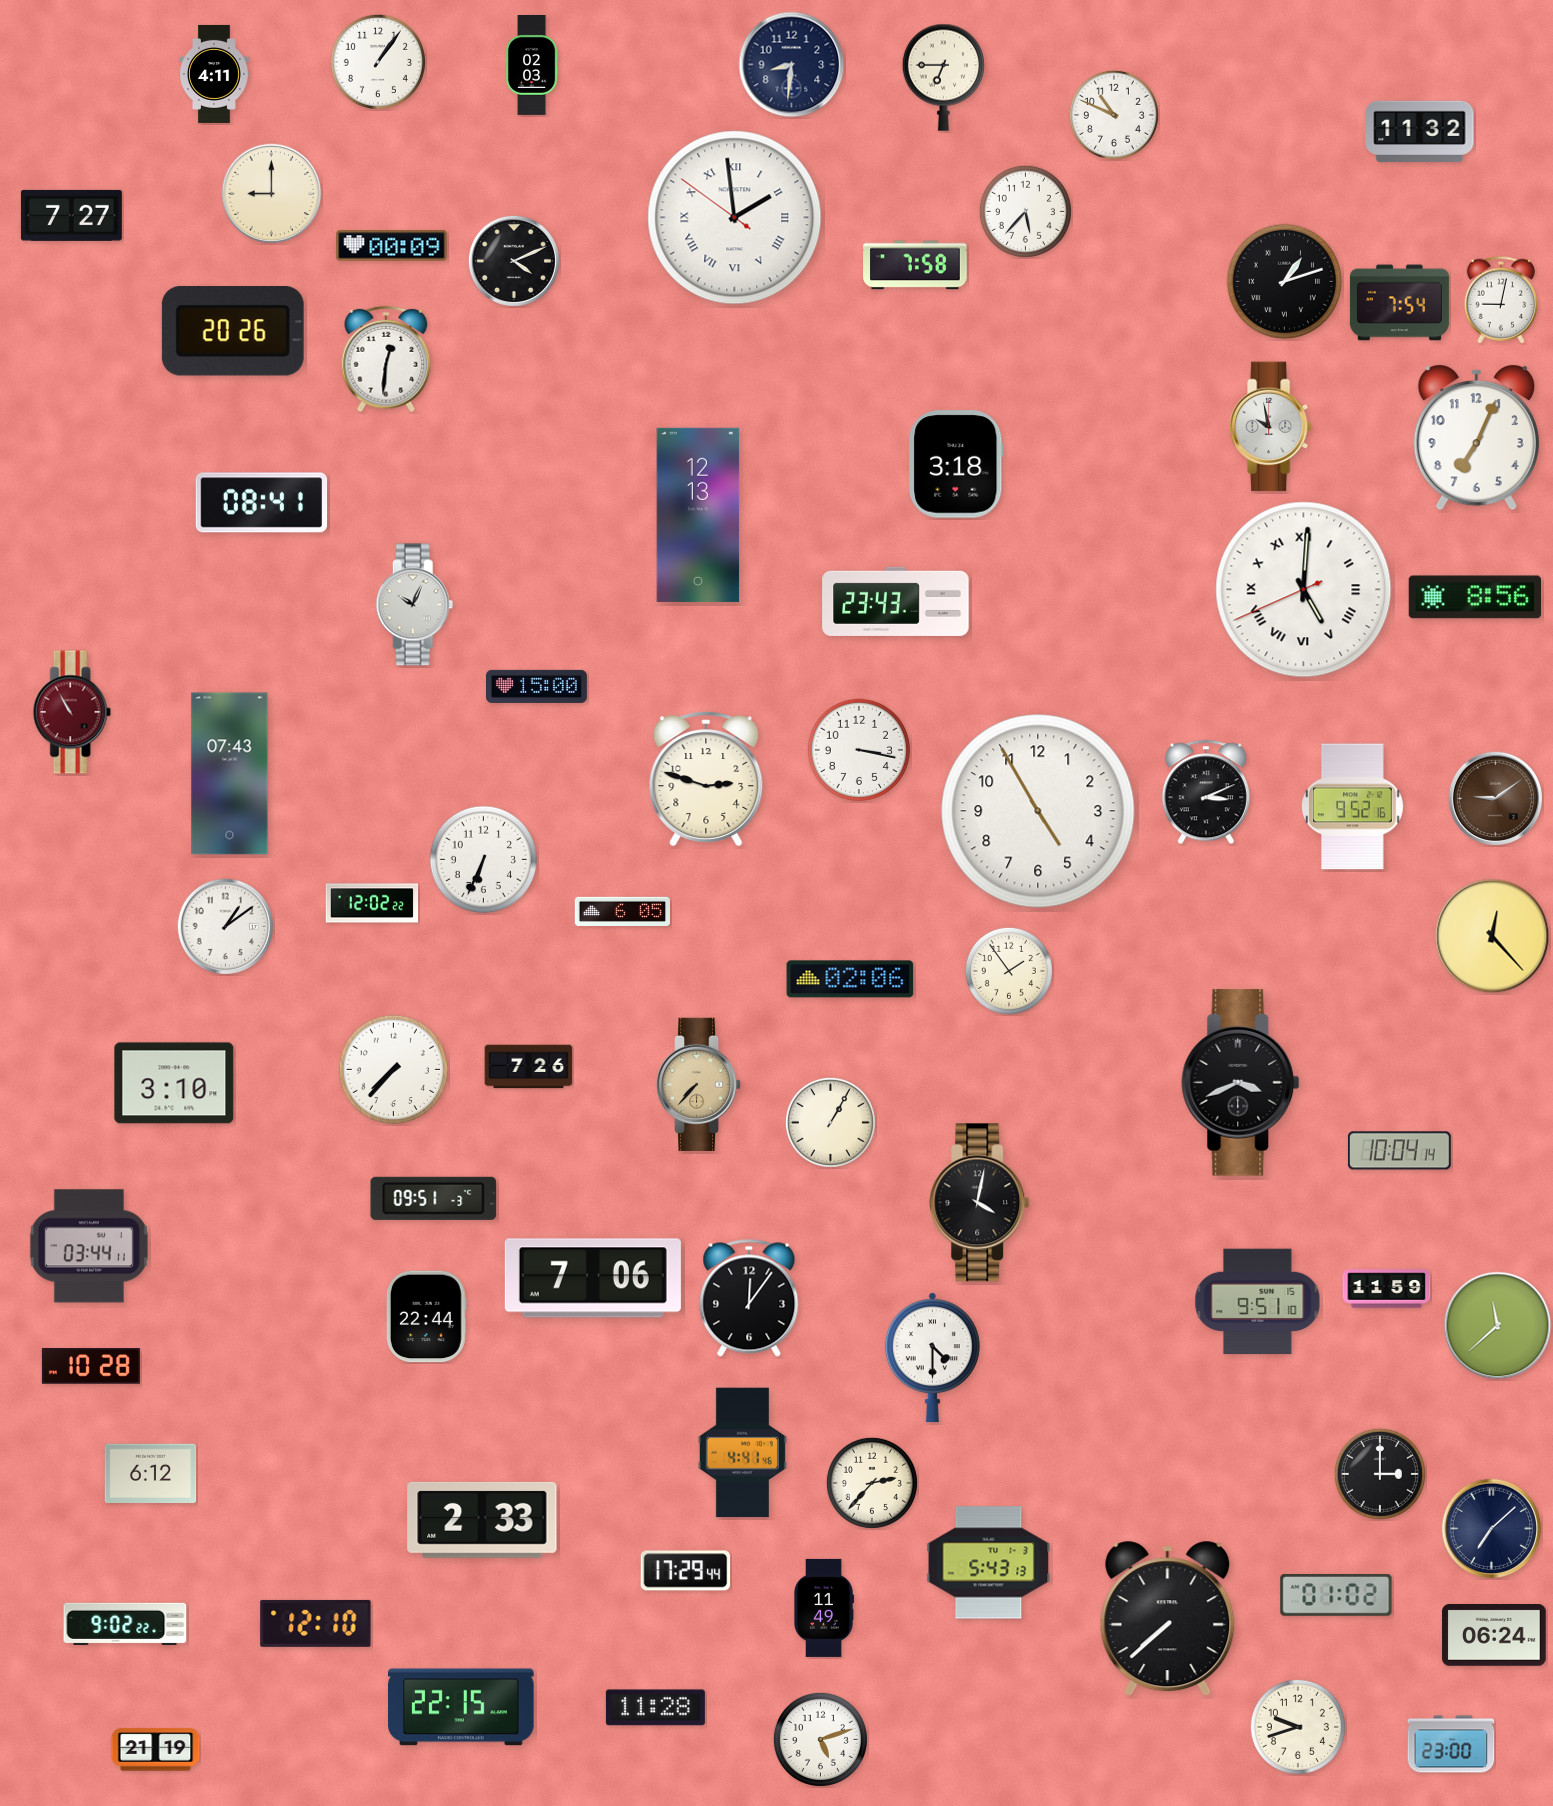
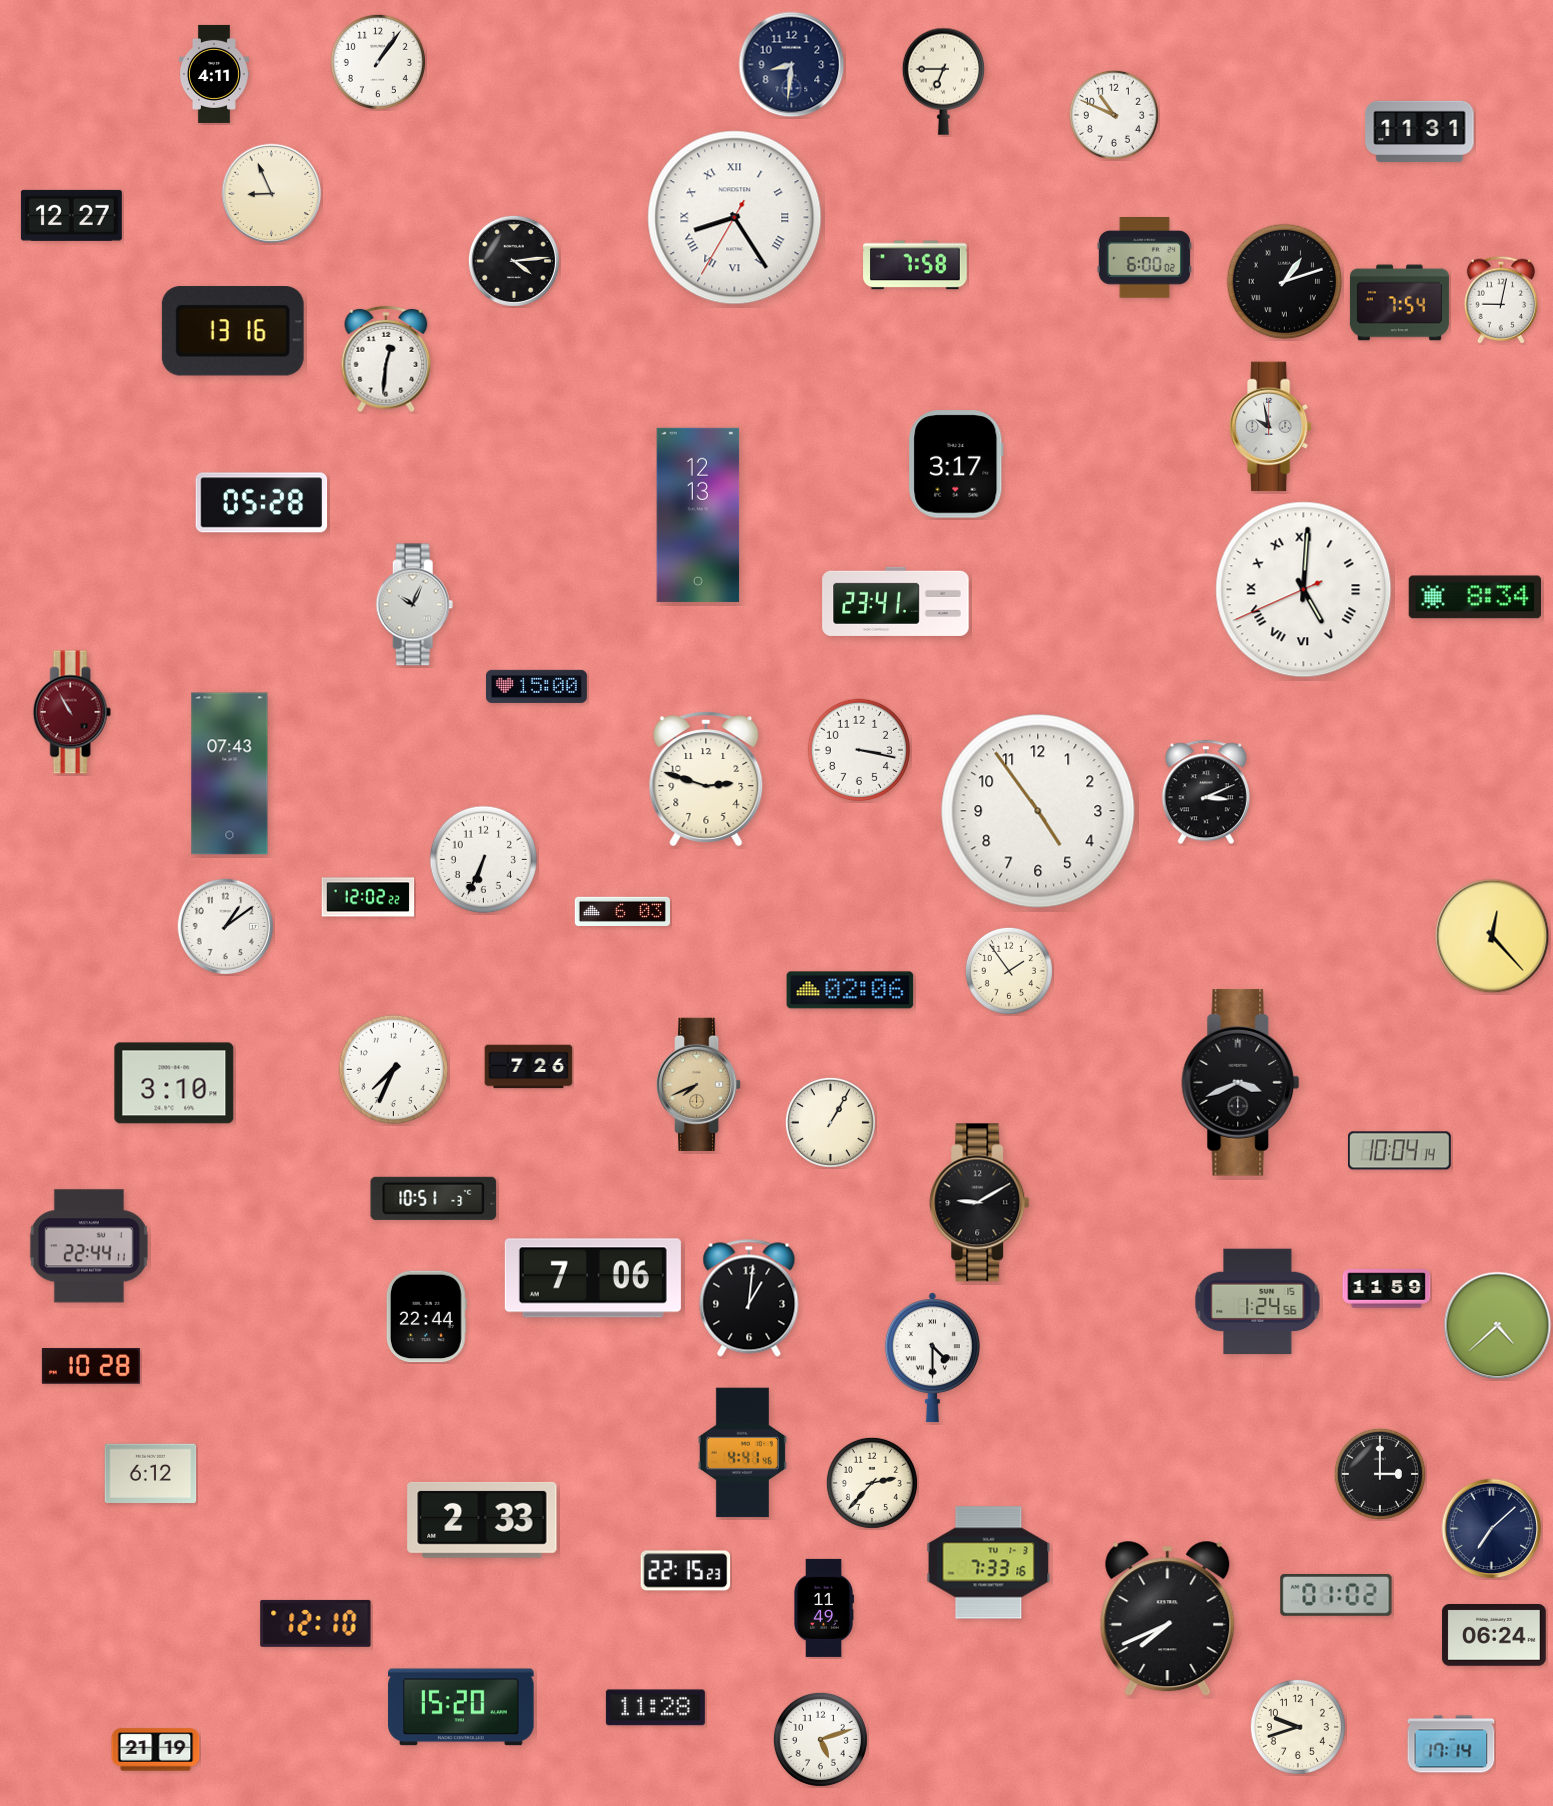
clock at (532, 65): 02:03 -> none
clock at (943, 77) position: (943, 77) -> (943, 81)
clock at (1420, 131): 11:32 -> 11:31
clock at (272, 194): 9:00 -> 8:56
clock at (1025, 211): 5:37 -> none
clock at (71, 215): 7:27 -> 12:27
clock at (735, 218): 1:58 -> 8:24
clock at (392, 246): 00:09 -> none
clock at (1144, 258): none -> 6:00
clock at (514, 261): 4:11 -> 4:14
clock at (233, 331): 20:26 -> 13:16
clock at (1476, 438): 7:04 -> none
clock at (956, 464): 3:18 -> 3:17
clock at (262, 503): 08:41 -> 05:28
clock at (1474, 597): 8:56 -> 8:34
clock at (896, 601): 23:43 -> 23:41
clock at (1495, 798): 9:09 -> none
clock at (1353, 807): 9:52 -> none
clock at (1038, 811): 4:55 -> 4:54
clock at (372, 903) position: (372, 903) -> (368, 897)
clock at (622, 911): 6:05 -> 6:03
clock at (850, 979) position: (850, 979) -> (850, 990)
clock at (393, 1069): 7:37 -> 7:34
clock at (699, 1084): 7:37 -> 7:41
clock at (434, 1198): 09:51 -> 10:51
clock at (980, 1203): 4:02 -> 9:10
clock at (89, 1246): 03:44 -> 22:44
clock at (749, 1298): 12:06 -> 1:01
clock at (1258, 1302): 9:51 -> 1:24
clock at (1498, 1326): 11:38 -> 4:38
clock at (989, 1563): 5:43 -> 7:33
clock at (686, 1571): 17:29 -> 22:15
clock at (1168, 1619): 7:38 -> 7:41
clock at (125, 1624): 9:02 -> none
clock at (461, 1707): 22:15 -> 15:20
clock at (1451, 1744): 23:00 -> 17:14
